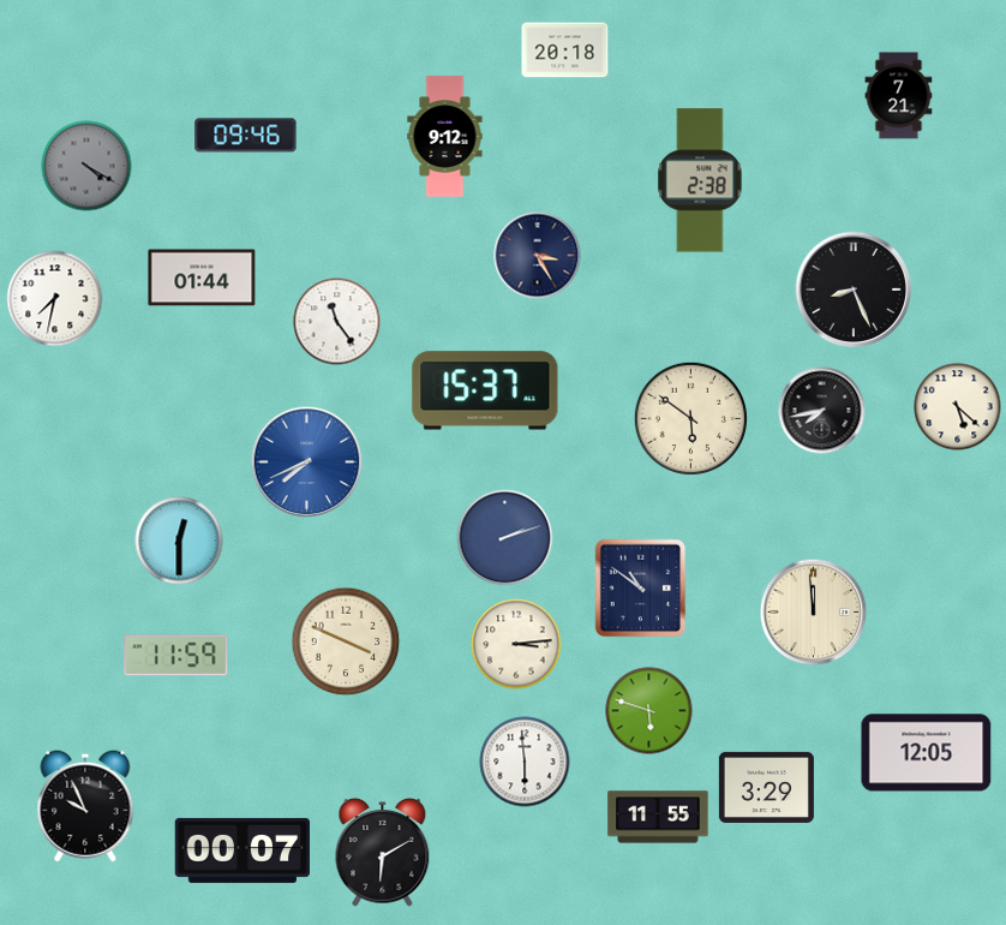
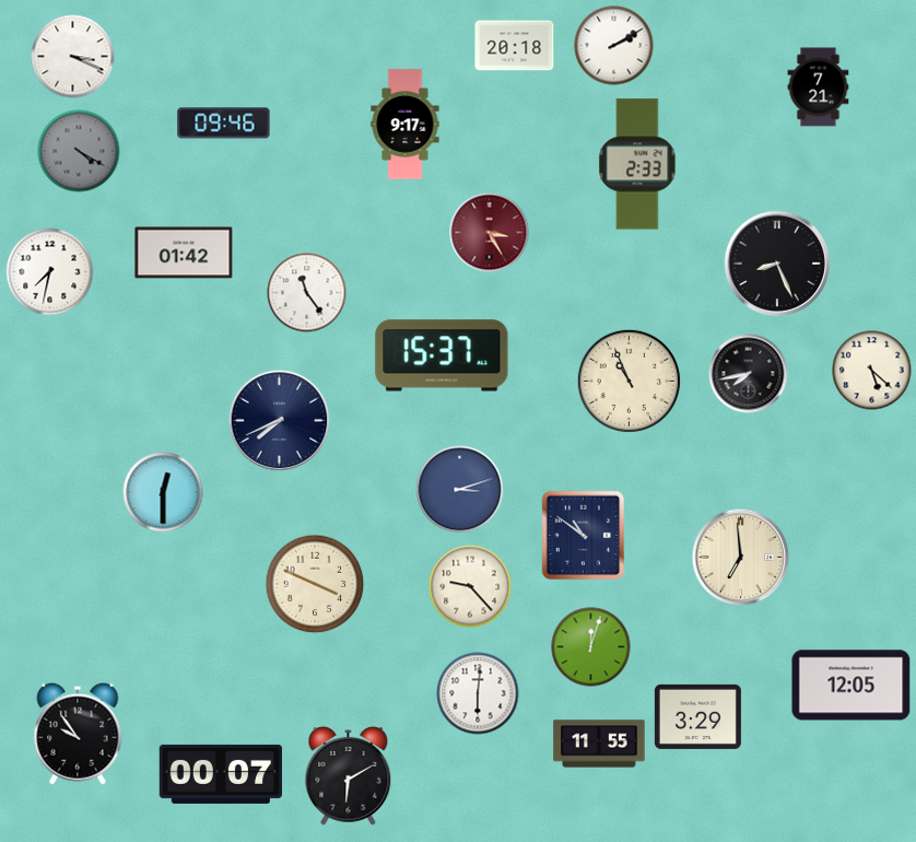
clock at (614, 46): none -> 2:10
clock at (73, 57): none -> 3:19
clock at (445, 137): 9:12 -> 9:17
clock at (700, 180): 2:38 -> 2:33
clock at (538, 256) dial: navy -> burgundy
clock at (202, 277): 01:44 -> 01:42
clock at (690, 418): 5:51 -> 10:56
clock at (307, 462) dial: blue -> navy
clock at (505, 538): 2:12 -> 3:12
clock at (814, 613): 11:59 -> 6:59
clock at (516, 644): 3:14 -> 9:23
clock at (176, 656): 11:59 -> none
clock at (649, 711): 5:48 -> 12:03
clock at (927, 753) position: (927, 753) -> (852, 686)
clock at (525, 762): 5:59 -> 6:01
clock at (85, 806): 9:56 -> 9:54
